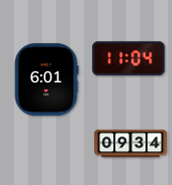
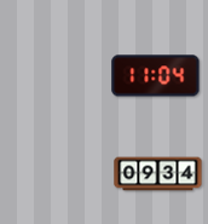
clock at (129, 59) position: (129, 59) -> (156, 76)
clock at (46, 80): 6:01 -> none
